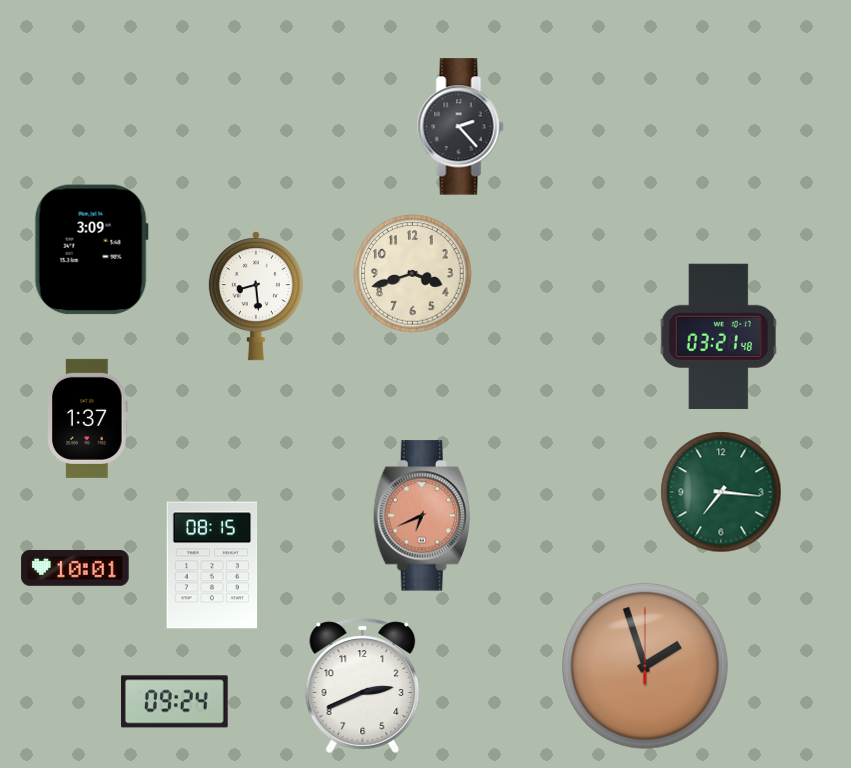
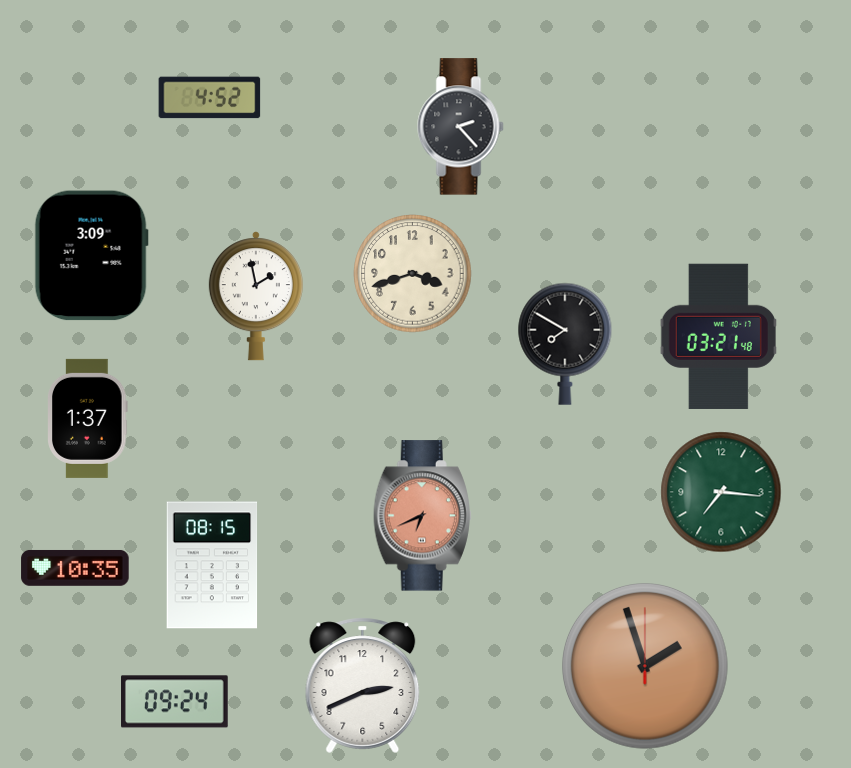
clock at (210, 98): none -> 4:52
clock at (91, 250) position: (91, 250) -> (91, 256)
clock at (256, 296): 8:29 -> 1:58
clock at (565, 344): none -> 7:50
clock at (75, 568): 10:01 -> 10:35
